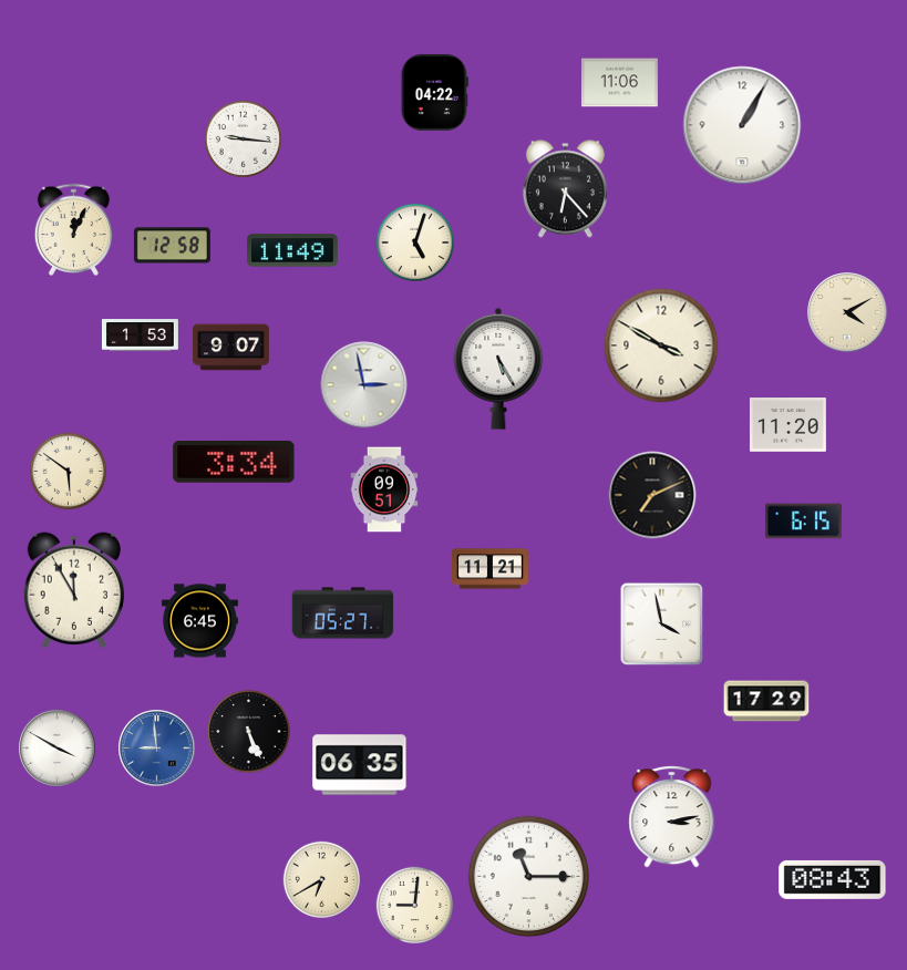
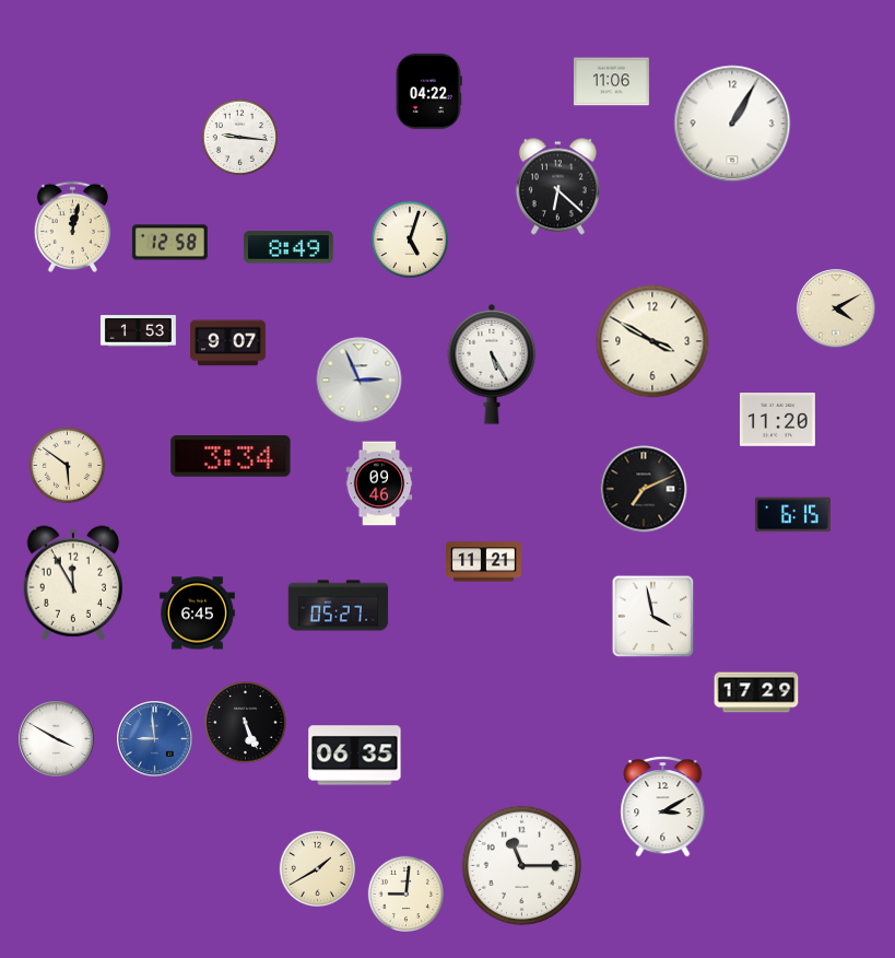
clock at (565, 189): 6:23 -> 6:22
clock at (73, 229): 12:04 -> 12:02
clock at (293, 250): 11:49 -> 8:49
clock at (364, 385): 2:58 -> 2:56
clock at (384, 489): 09:51 -> 09:46
clock at (672, 817): 3:13 -> 3:10
clock at (321, 879): 6:40 -> 1:40
clock at (833, 879): 08:43 -> none
clock at (414, 905) position: (414, 905) -> (405, 893)
